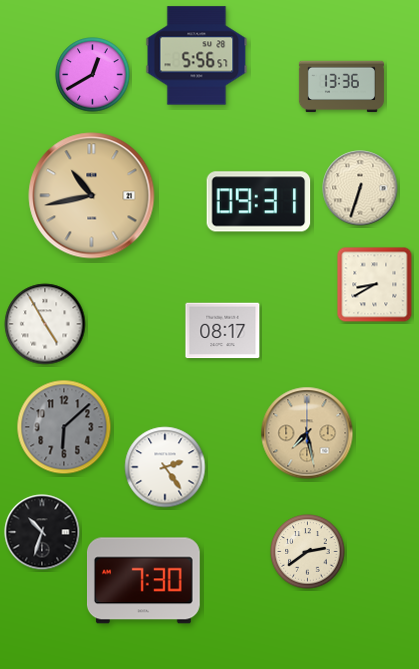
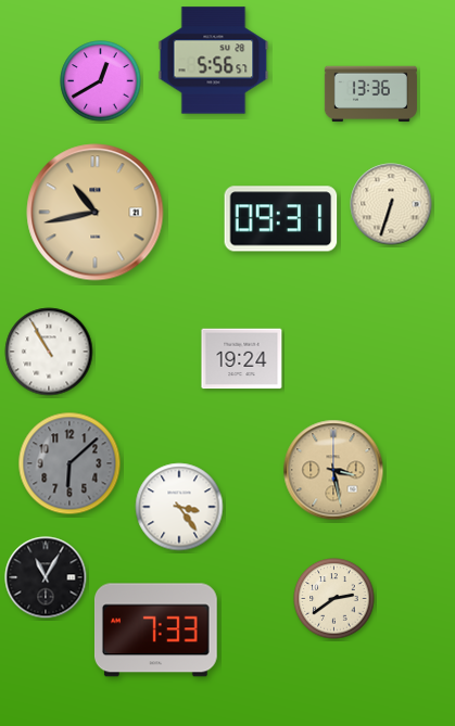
clock at (92, 196) position: (92, 196) -> (96, 213)
clock at (375, 285): 8:40 -> none
clock at (45, 324): 4:55 -> 10:55
clock at (223, 331): 08:17 -> 19:24
clock at (307, 433): 7:28 -> 3:28
clock at (165, 467): 2:24 -> 3:24
clock at (42, 532): 10:33 -> 11:05
clock at (144, 581): 7:30 -> 7:33
